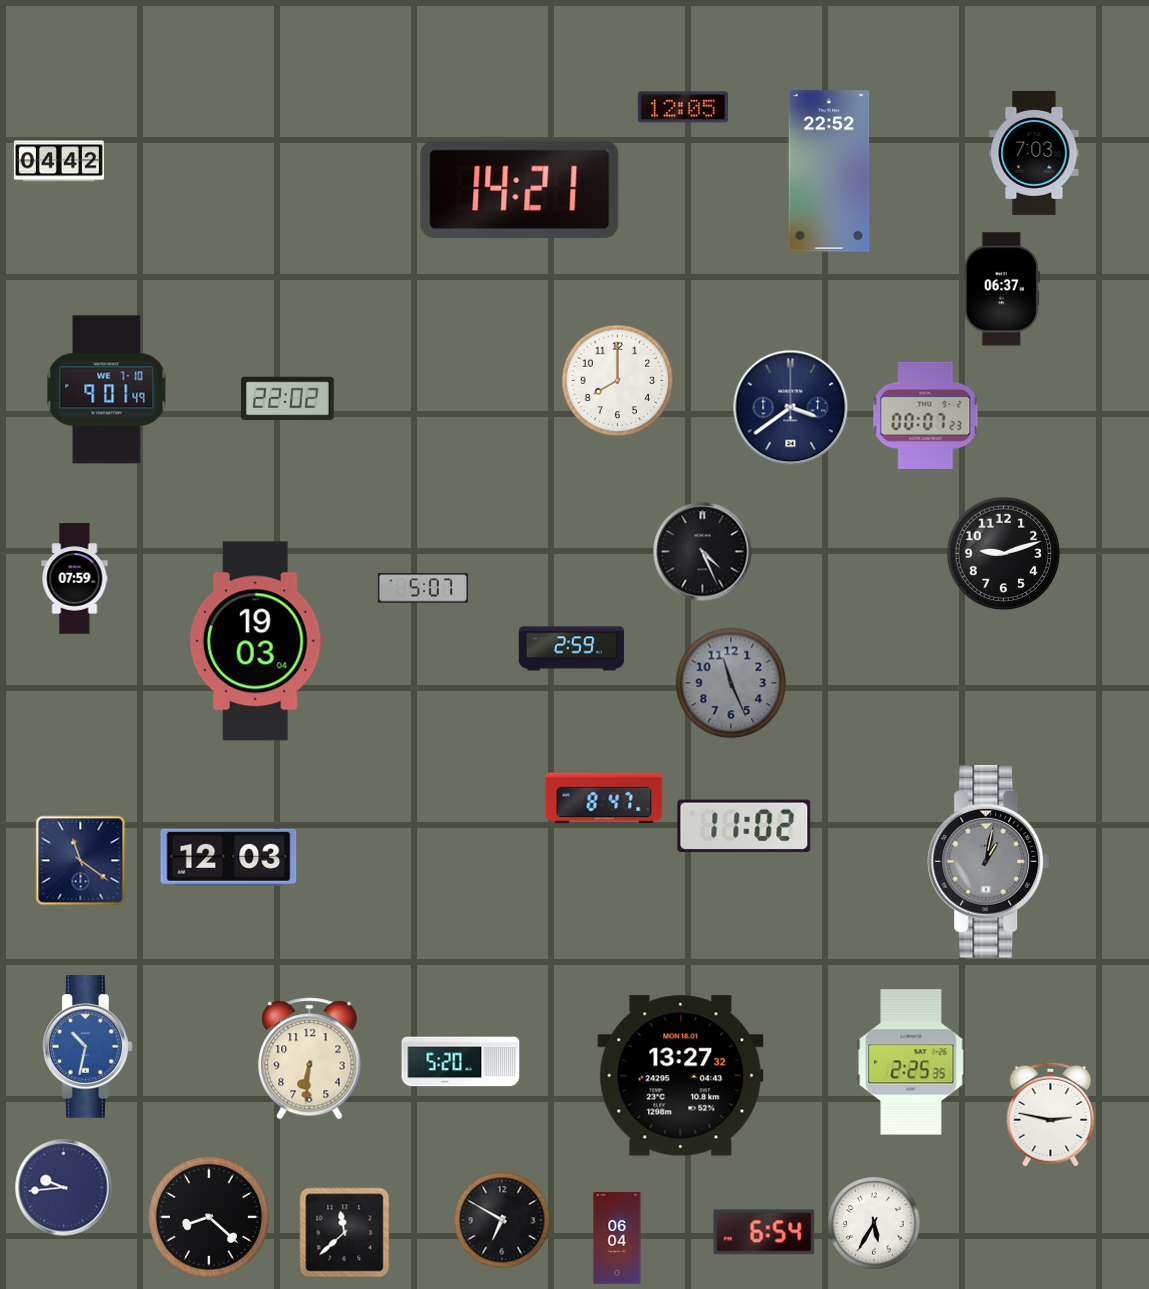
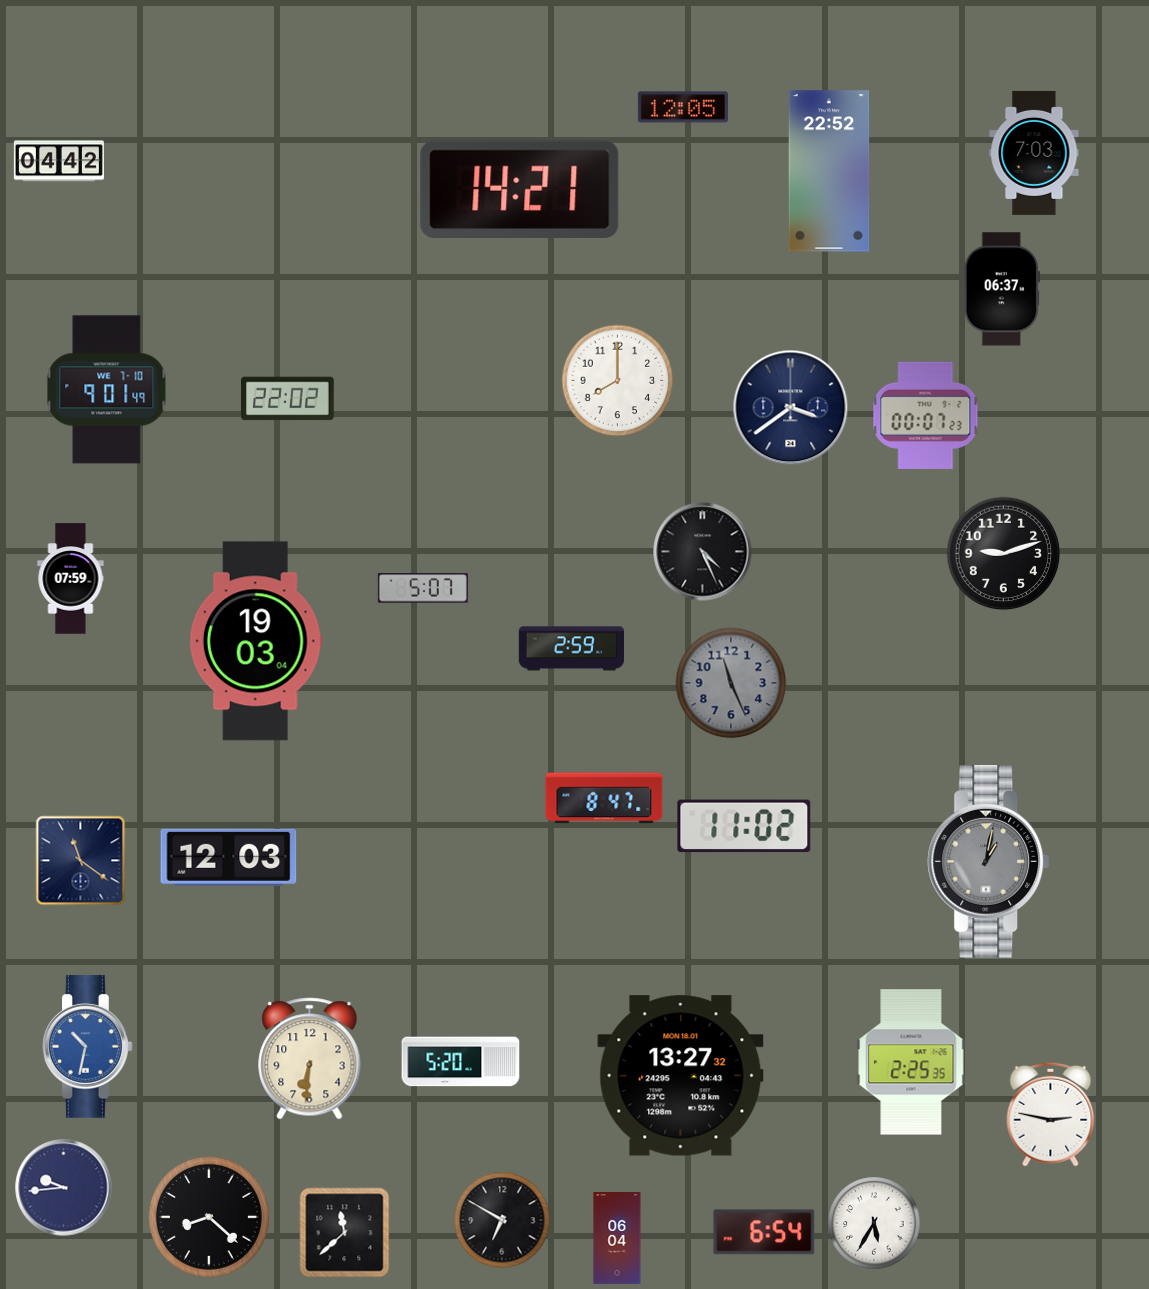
clock at (75, 579) position: (75, 579) -> (71, 579)
